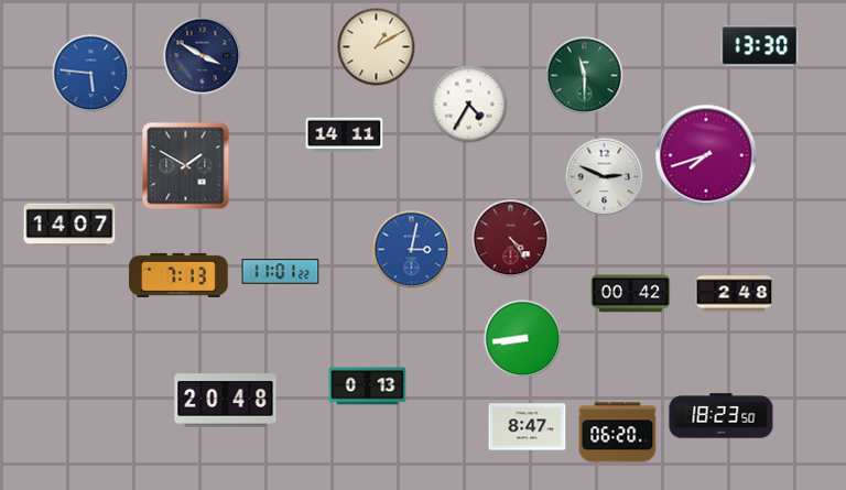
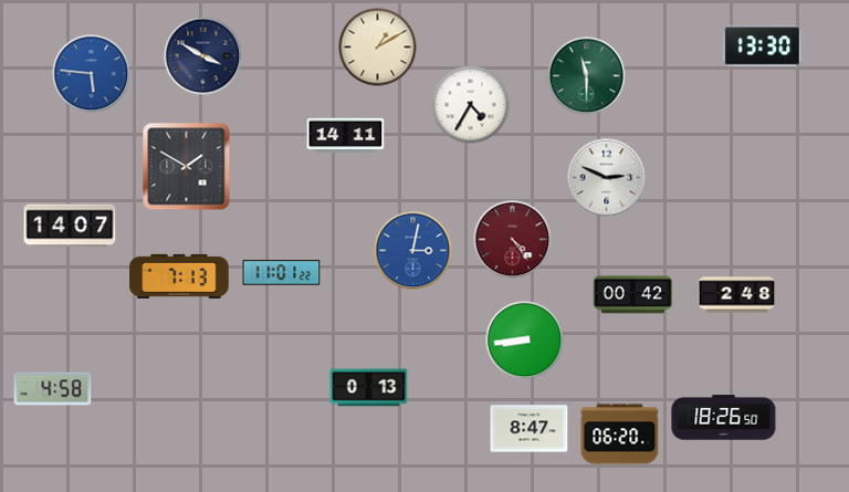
clock at (706, 155): 7:42 -> none
clock at (53, 389): none -> 4:58
clock at (226, 401): 20:48 -> none
clock at (722, 416): 18:23 -> 18:26
